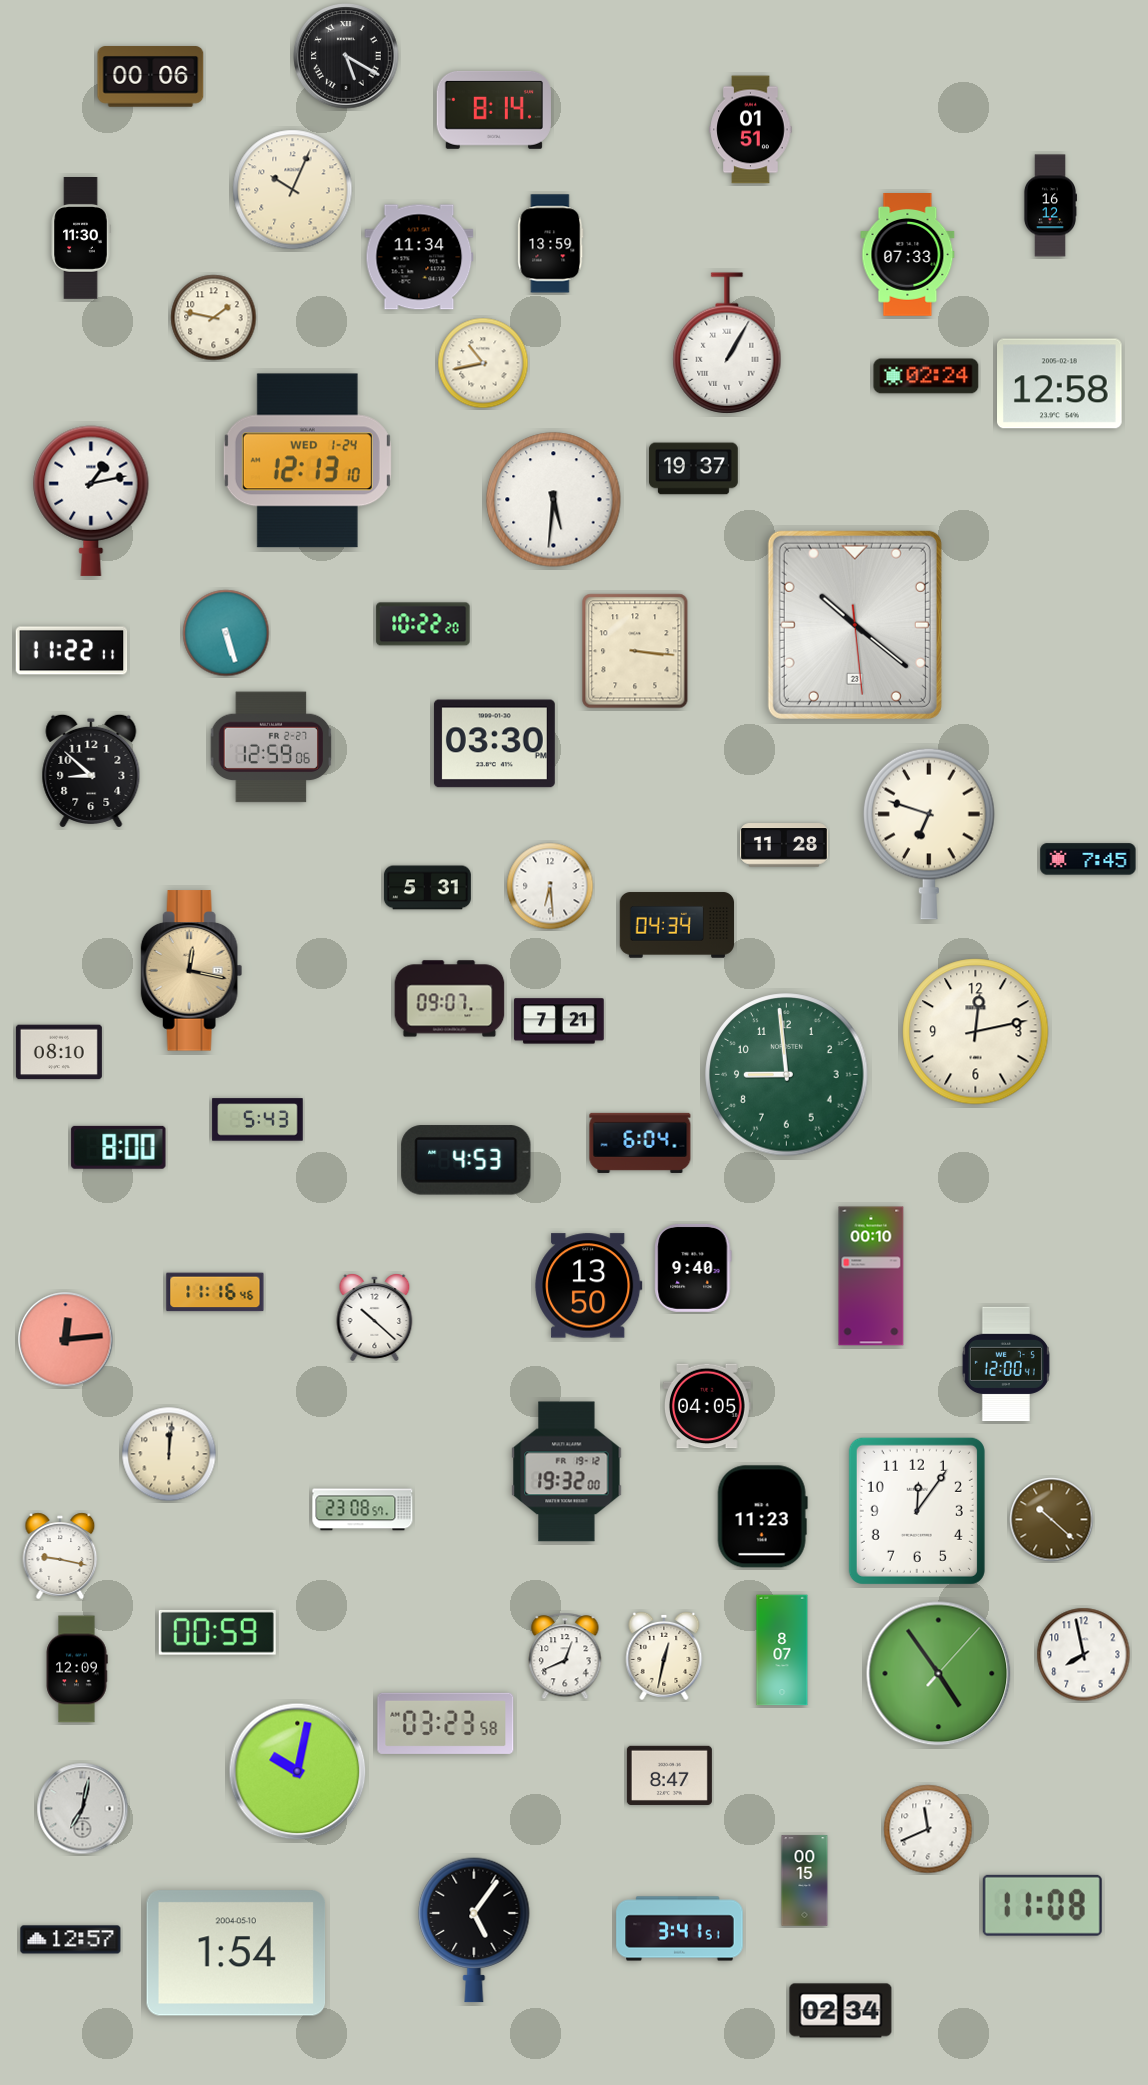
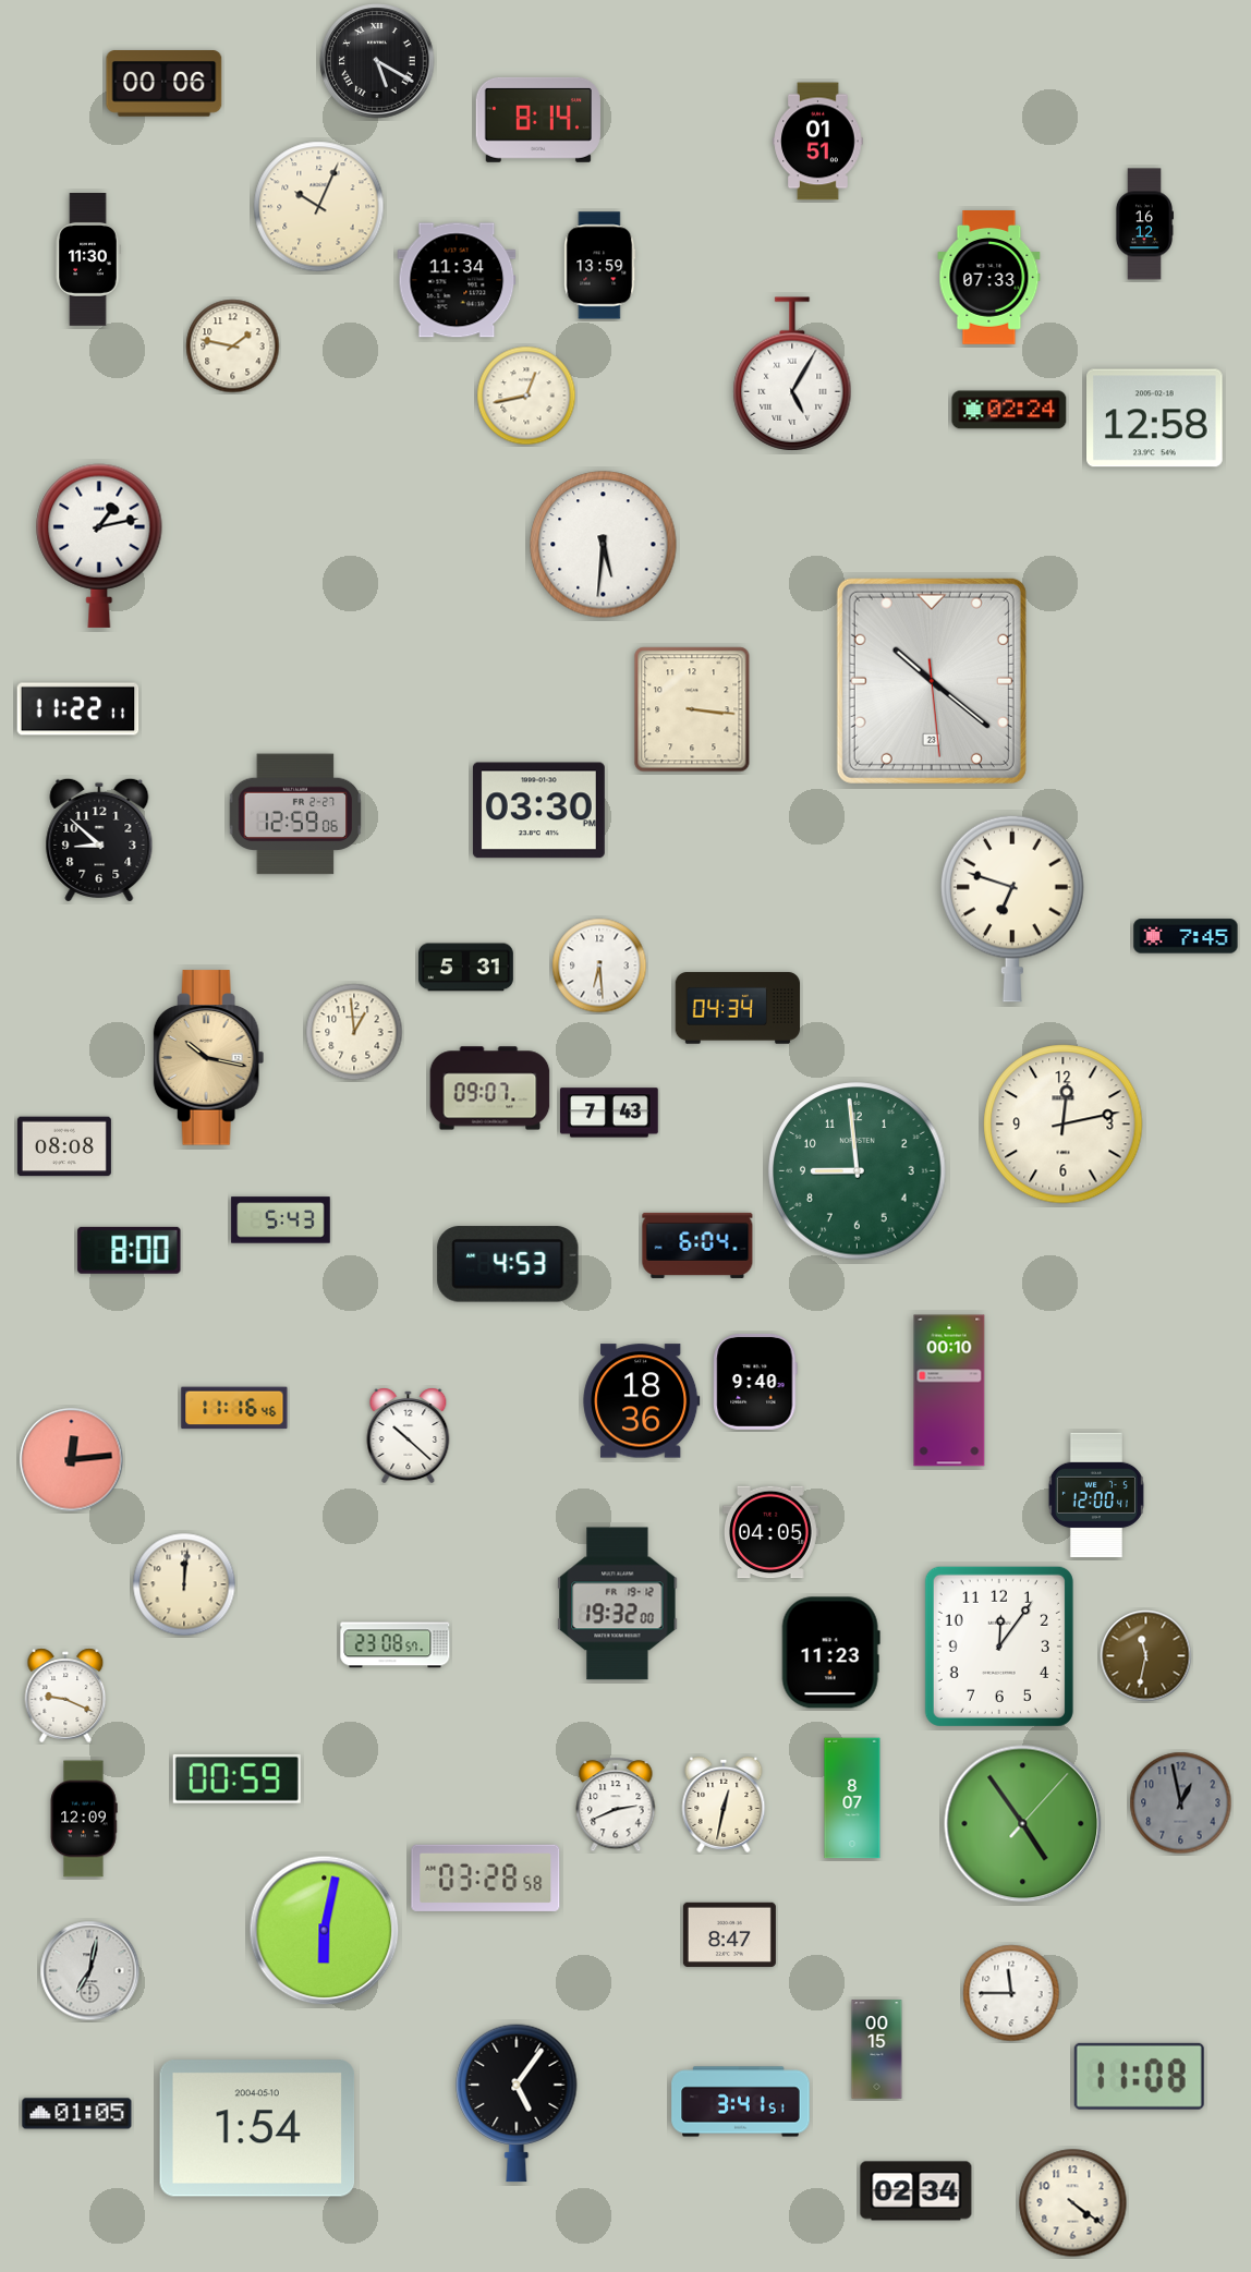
clock at (727, 343): 1:05 -> 5:05
clock at (483, 363): 10:43 -> 12:43
clock at (307, 461): 12:13 -> none
clock at (694, 469): 19:37 -> none
clock at (423, 624): 10:22 -> none
clock at (226, 633): 5:27 -> none
clock at (785, 845): 11:28 -> none
clock at (354, 1032): none -> 12:59
clock at (192, 971): 12:17 -> 10:17
clock at (559, 1021): 7:21 -> 7:43
clock at (59, 1052): 08:10 -> 08:08
clock at (589, 1286): 13:50 -> 18:36
clock at (1006, 1364) position: (1006, 1364) -> (1096, 1495)
clock at (1052, 1520): 10:22 -> 11:32
clock at (60, 1556): 9:17 -> 9:19
clock at (1084, 1655): 7:58 -> 12:58
clock at (1084, 1655) dial: white -> grey
clock at (565, 1656): 12:41 -> 2:41
clock at (446, 1723): 03:23 -> 03:28
clock at (298, 1772): 10:02 -> 6:02
clock at (928, 1829): 11:41 -> 11:45
clock at (1042, 1905) position: (1042, 1905) -> (1139, 2076)
clock at (71, 1940): 12:57 -> 01:05
clock at (1073, 2203): none -> 4:21
